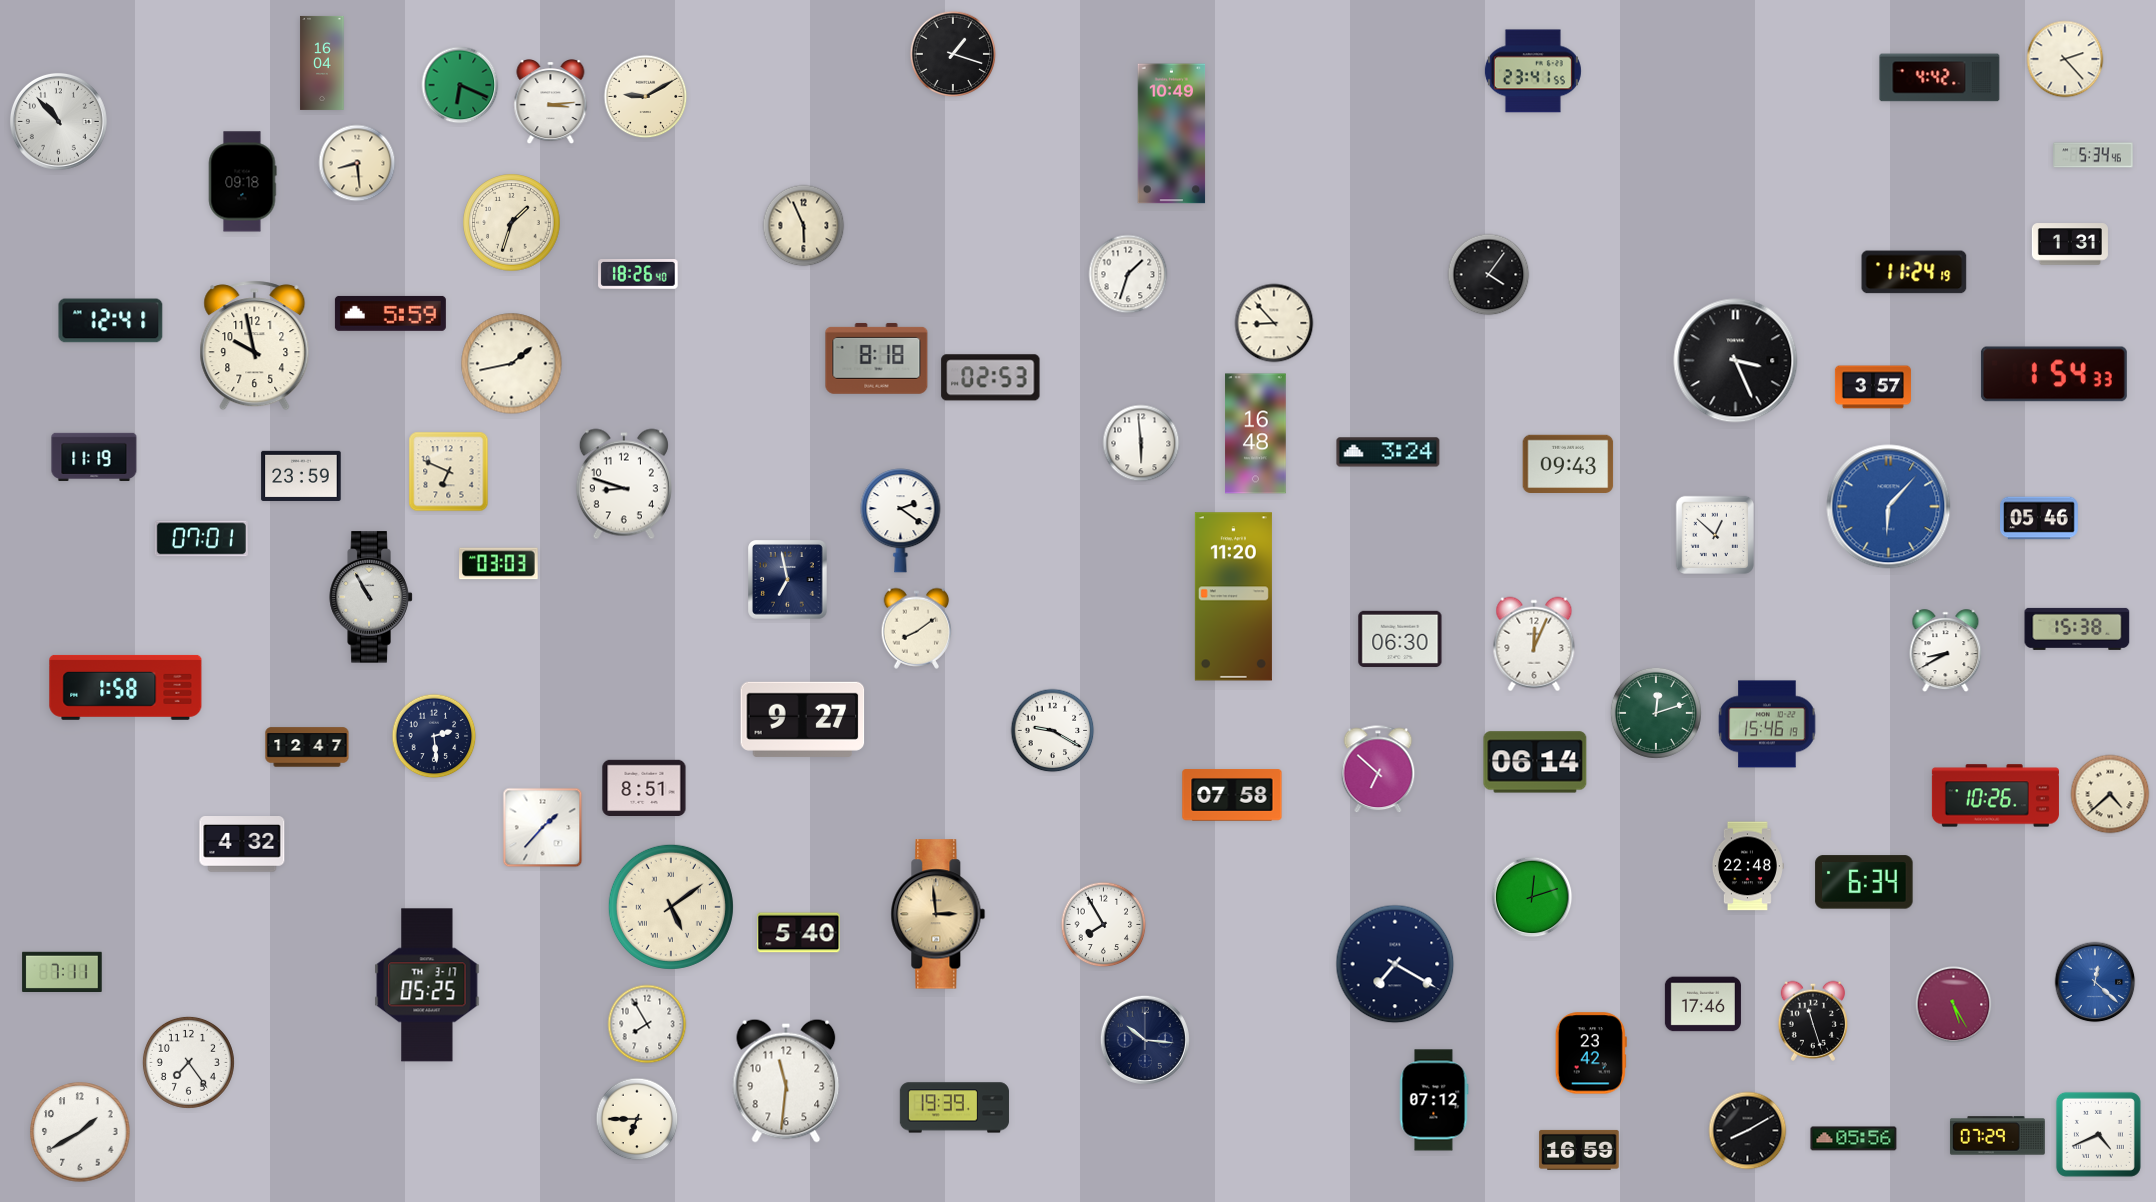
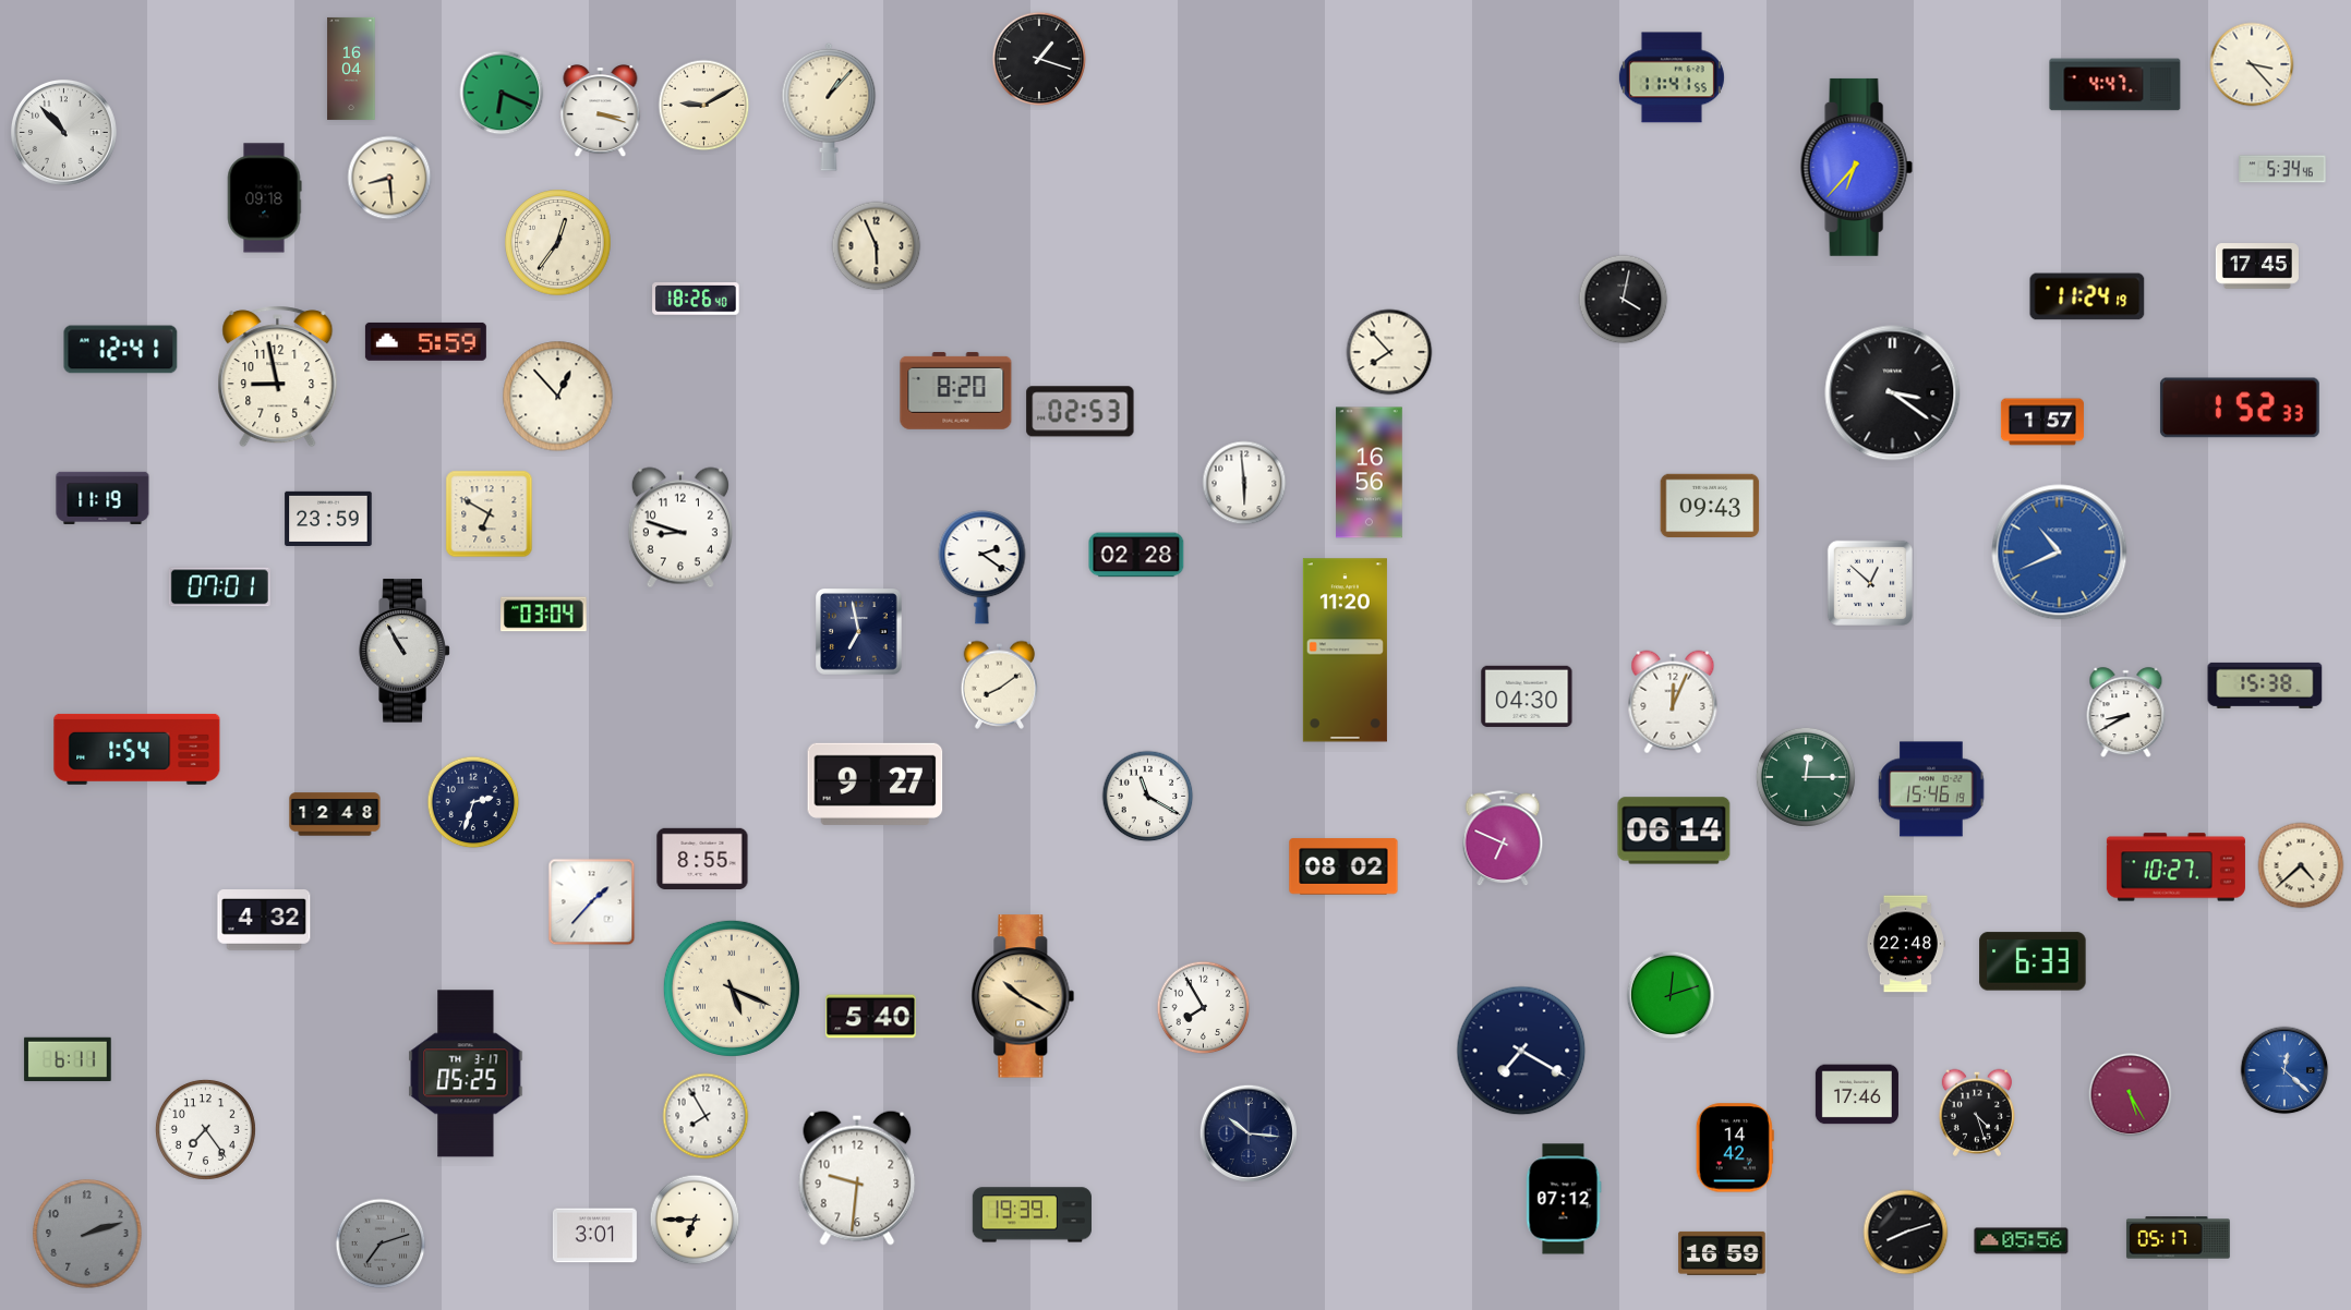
clock at (2065, 59): 2:23 -> 3:23
clock at (1533, 71): 23:41 -> 11:41
clock at (1940, 78): 4:42 -> 4:47
clock at (829, 107): none -> 1:07
clock at (551, 103): 3:14 -> 3:18
clock at (1172, 134): 10:49 -> none
clock at (1856, 167): none -> 6:37
clock at (512, 223): 1:33 -> 12:36
clock at (2070, 244): 1:31 -> 17:45
clock at (1128, 274): 1:33 -> none
clock at (1489, 275): 4:06 -> 4:02
clock at (1274, 323): 8:53 -> 7:53
clock at (255, 346): 9:58 -> 8:58
clock at (877, 358): 8:18 -> 8:20
clock at (1736, 361): 3:26 -> 3:21
clock at (512, 364): 1:43 -> 12:53
clock at (2054, 374): 1:54 -> 1:52
clock at (1873, 387): 3:57 -> 1:57
clock at (1256, 434): 16:48 -> 16:56
clock at (1388, 452): 3:24 -> none
clock at (449, 472): 6:49 -> 6:50
clock at (1889, 507): 6:07 -> 10:41
clock at (1136, 555): none -> 02:28
clock at (2040, 518): 05:46 -> none
clock at (499, 564): 03:03 -> 03:04
clock at (1400, 639): 06:30 -> 04:30
clock at (1946, 651) position: (1946, 651) -> (2126, 713)
clock at (126, 687): 1:58 -> 1:54
clock at (1656, 713): 12:12 -> 12:15
clock at (1767, 724) position: (1767, 724) -> (1931, 789)
clock at (1053, 731): 9:20 -> 11:20
clock at (434, 736): 2:29 -> 2:33
clock at (307, 747): 12:47 -> 12:48
clock at (1378, 770): 6:52 -> 6:49
clock at (644, 787): 8:51 -> 8:55
clock at (1232, 795): 07:58 -> 08:02
clock at (1995, 796): 10:26 -> 10:27
clock at (1864, 882): 6:34 -> 6:33
clock at (1532, 897) position: (1532, 897) -> (1671, 995)
clock at (671, 907): 5:09 -> 5:19
clock at (938, 914): 2:59 -> 10:20
clock at (62, 972): 7:11 -> 6:11
clock at (1812, 1021): 11:27 -> 4:27
clock at (1591, 1053): 23:42 -> 14:42
clock at (188, 1062) position: (188, 1062) -> (205, 1129)
clock at (786, 1081): 11:31 -> 9:31
clock at (954, 1108) position: (954, 1108) -> (1032, 1215)
clock at (1748, 1131): 8:10 -> 8:12
clock at (80, 1132): 1:40 -> 2:12
clock at (80, 1132) dial: white -> grey
clock at (594, 1236): none -> 3:01
clock at (2098, 1134): 4:41 -> none
clock at (1997, 1136): 07:29 -> 05:17
clock at (381, 1244): none -> 7:12
